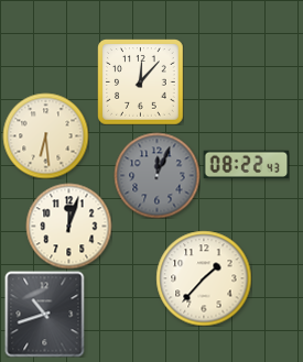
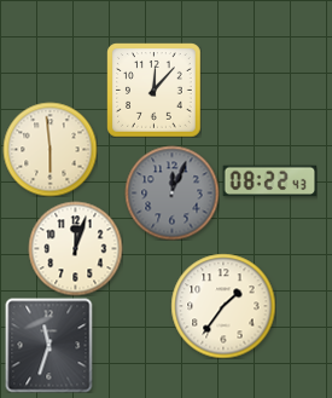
clock at (45, 135): 6:29 -> 5:59
clock at (204, 278): 1:37 -> 1:36
clock at (45, 314): 10:42 -> 11:33
